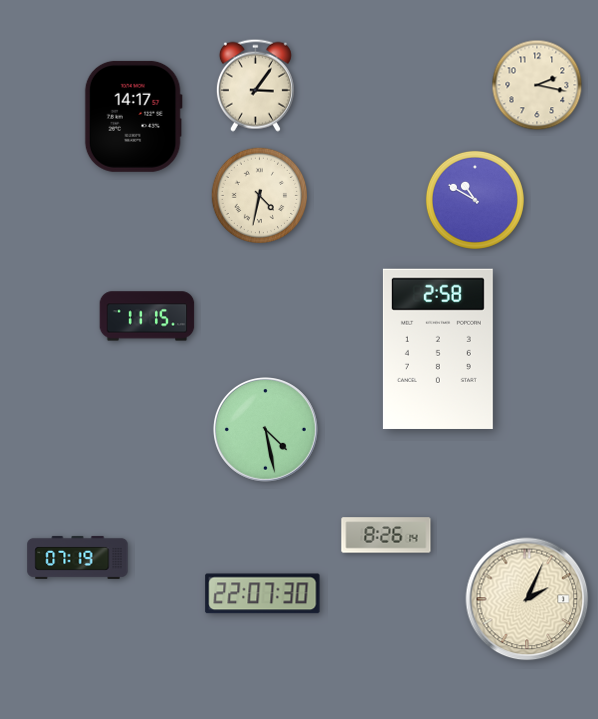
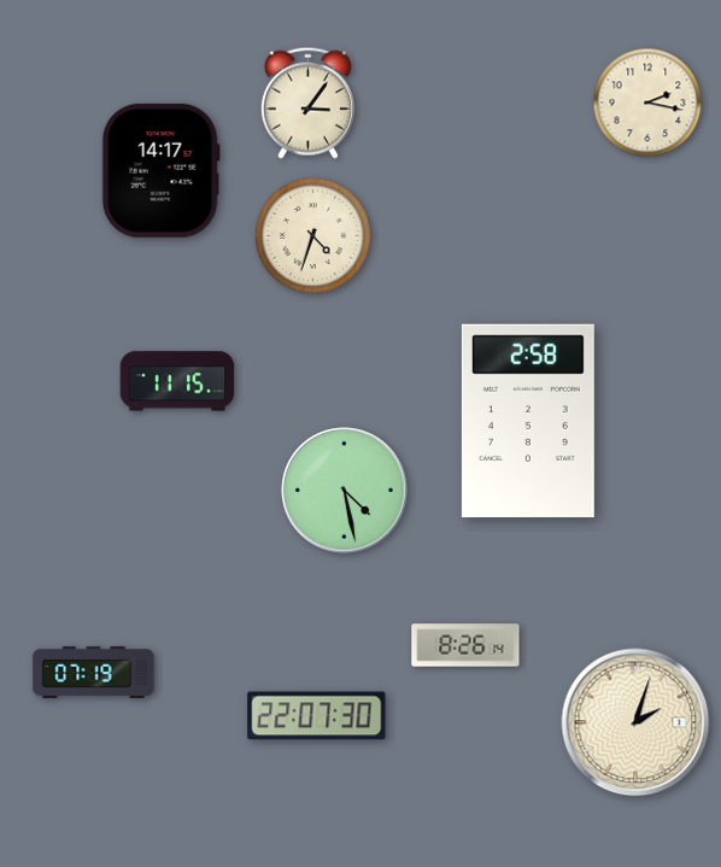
clock at (133, 116) position: (133, 116) -> (160, 170)
clock at (259, 195): 4:32 -> 4:33
clock at (475, 200): 10:50 -> none
clock at (266, 430) position: (266, 430) -> (345, 491)
clock at (527, 599): 2:04 -> 2:03
